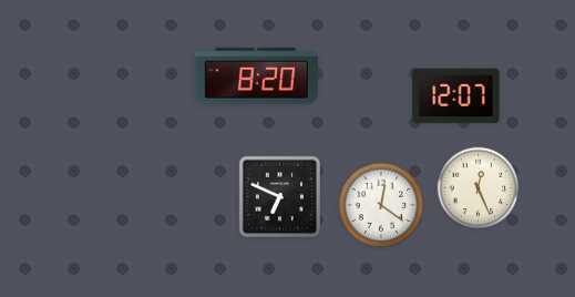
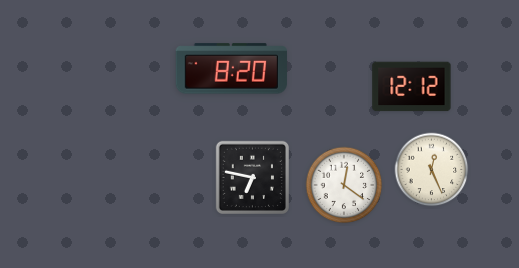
clock at (456, 96): 12:07 -> 12:12
clock at (279, 196): 6:49 -> 6:47
